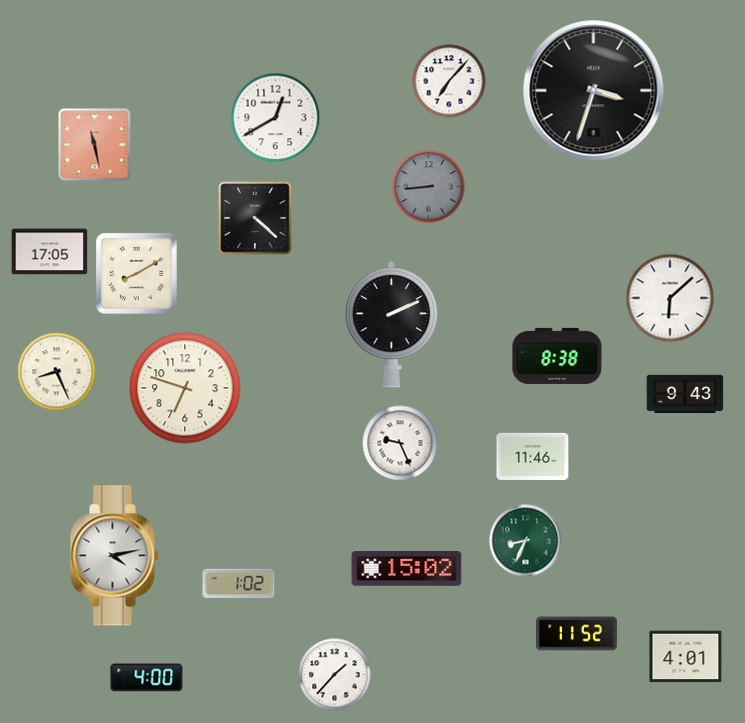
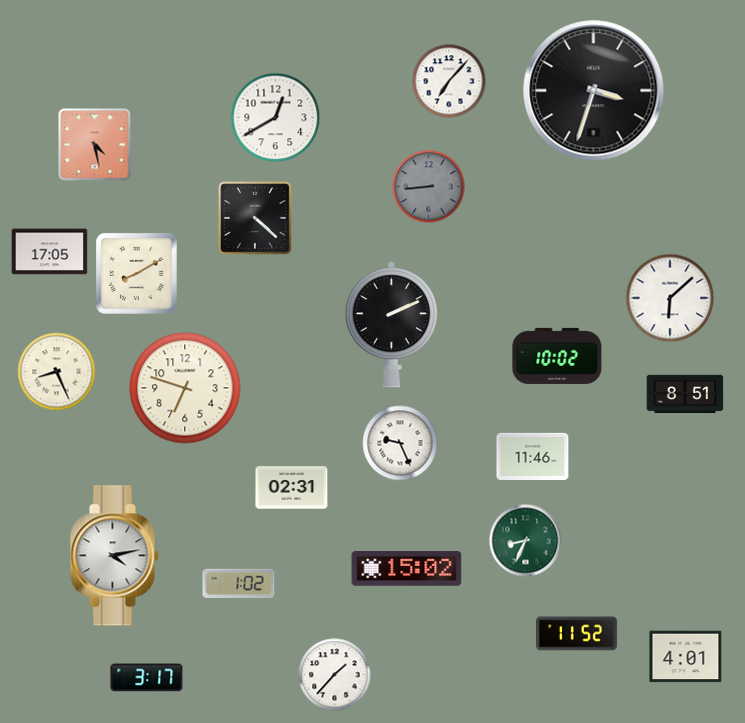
clock at (95, 145): 11:28 -> 4:28
clock at (557, 356): 8:38 -> 10:02
clock at (685, 394): 9:43 -> 8:51
clock at (292, 488): none -> 02:31
clock at (147, 678): 4:00 -> 3:17
